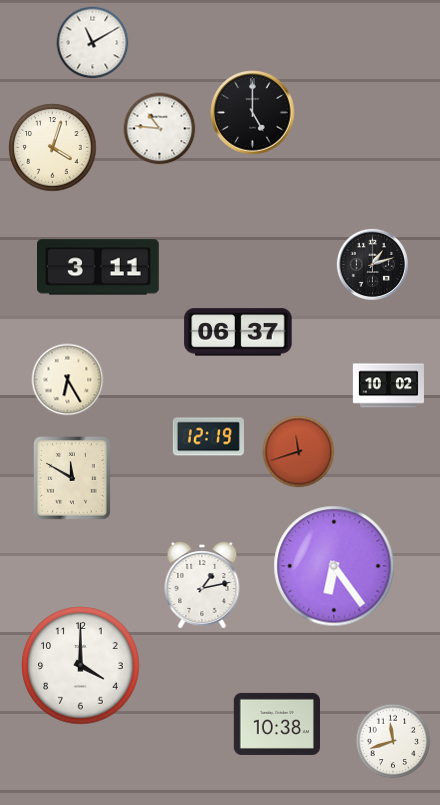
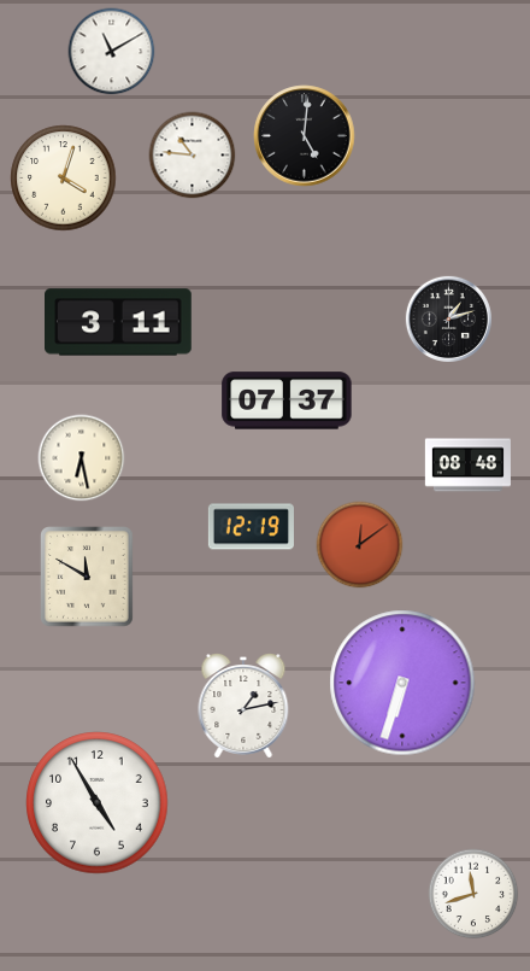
clock at (253, 113): 5:00 -> 5:01
clock at (238, 332): 06:37 -> 07:37
clock at (68, 380): 6:25 -> 6:28
clock at (388, 386): 10:02 -> 08:48
clock at (299, 452): 11:42 -> 12:09
clock at (334, 566): 6:24 -> 6:33
clock at (81, 666): 4:00 -> 4:55
clock at (276, 724): 10:38 -> none
